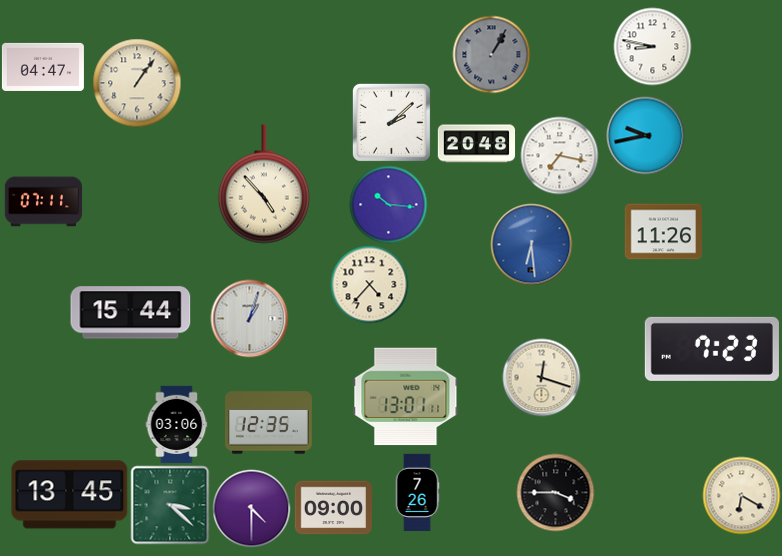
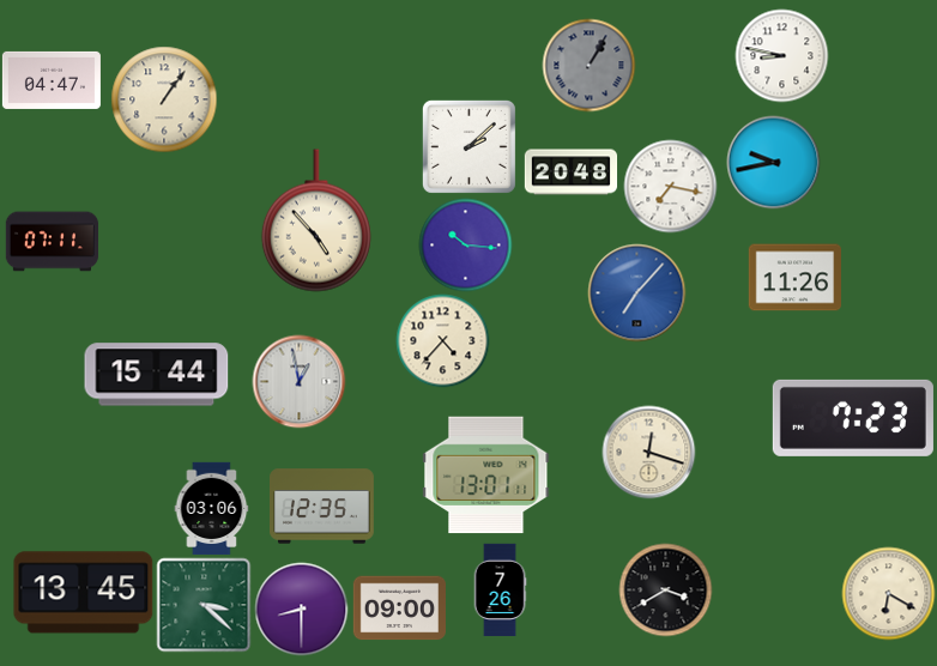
clock at (531, 244): 6:29 -> 7:07
clock at (249, 318): 1:03 -> 12:58
clock at (555, 492): 3:45 -> 3:40
clock at (251, 508): 4:30 -> 8:30
